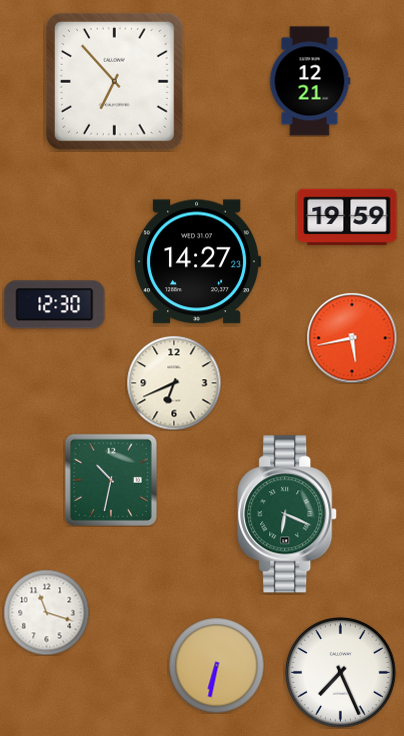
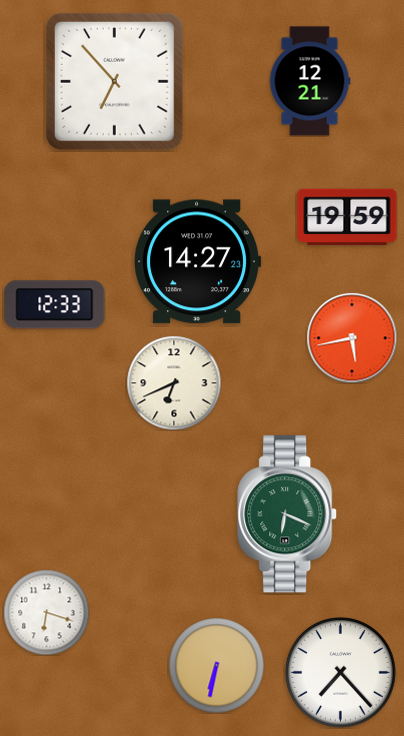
clock at (55, 305): 12:30 -> 12:33
clock at (111, 480): 10:32 -> none
clock at (46, 612): 11:18 -> 6:18
clock at (341, 673): 7:26 -> 7:23
